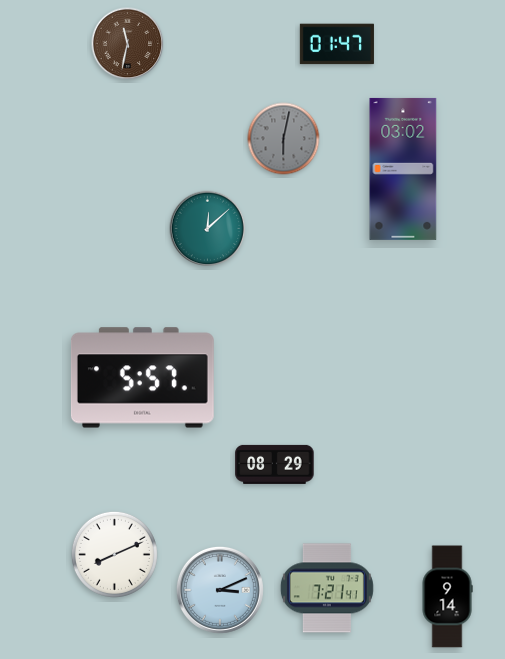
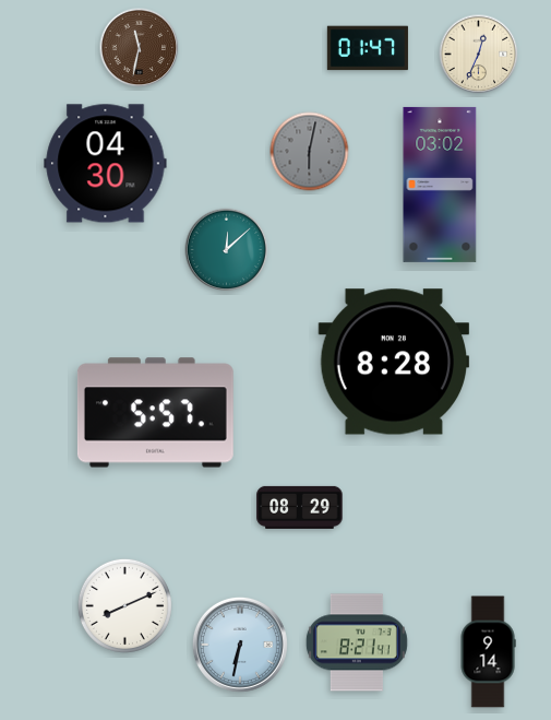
clock at (479, 55): none -> 12:34
clock at (106, 164): none -> 04:30
clock at (394, 362): none -> 8:28
clock at (327, 588): 7:21 -> 8:21
clock at (220, 590): 3:11 -> 6:32
